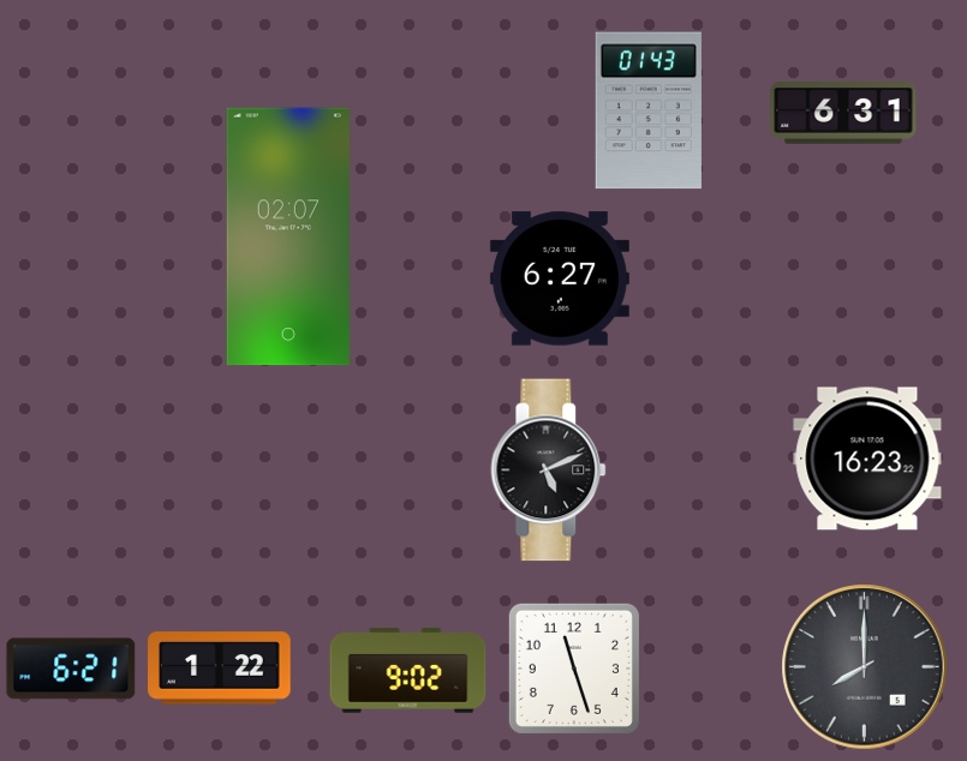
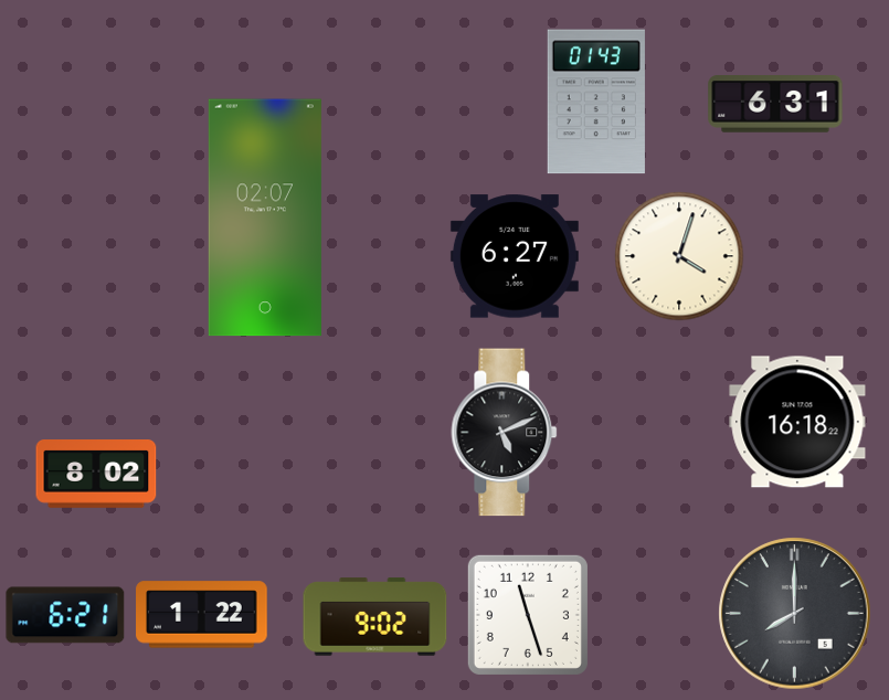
clock at (679, 256): none -> 4:03
clock at (867, 459): 16:23 -> 16:18
clock at (96, 475): none -> 8:02
